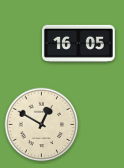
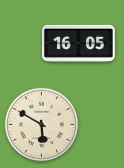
clock at (42, 125): 12:50 -> 5:50
